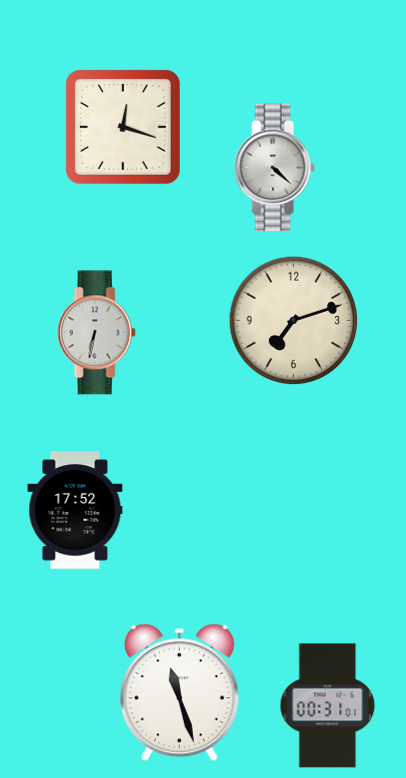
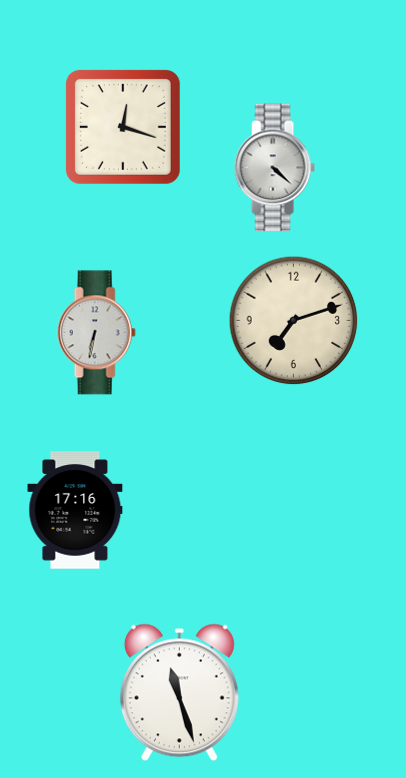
clock at (75, 510): 17:52 -> 17:16
clock at (328, 706): 00:31 -> none
